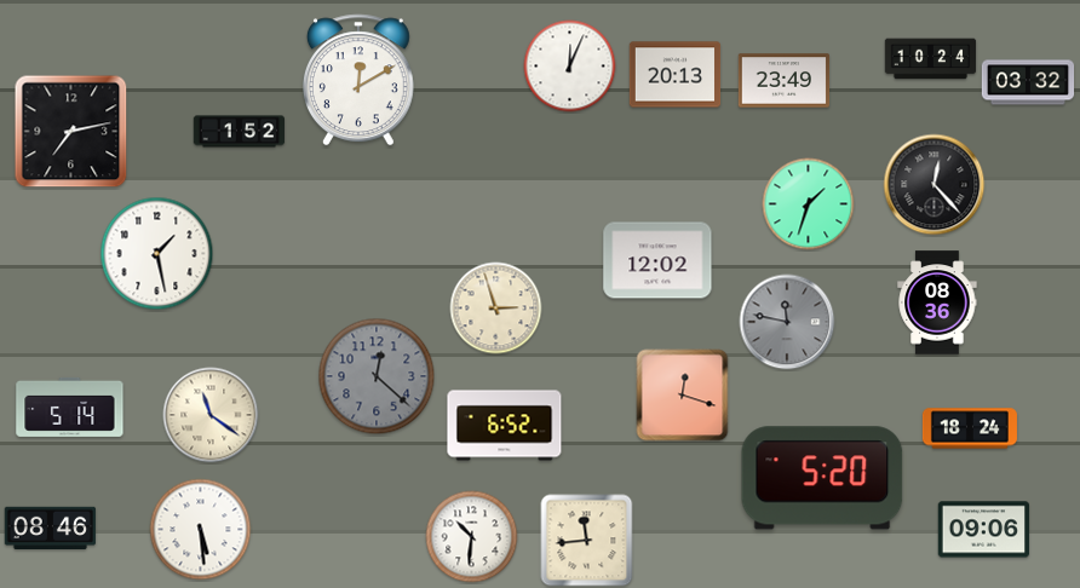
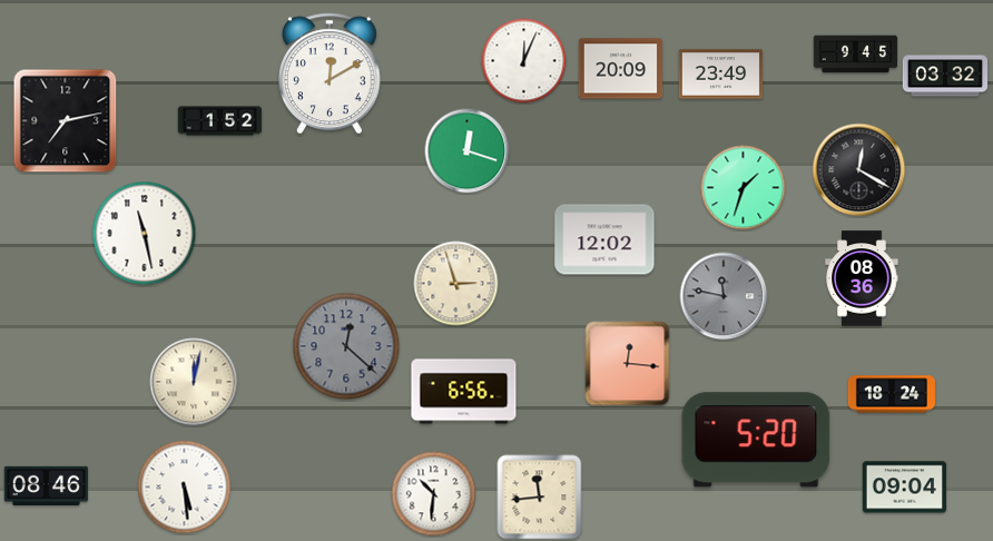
clock at (931, 59): 10:24 -> 9:45
clock at (676, 75): 20:13 -> 20:09
clock at (468, 151): none -> 12:18
clock at (935, 185): 12:23 -> 12:20
clock at (157, 254): 1:28 -> 11:28
clock at (683, 396): 12:18 -> 12:16
clock at (70, 407): 5:14 -> none
clock at (211, 415): 11:21 -> 12:02
clock at (505, 426): 6:52 -> 6:56
clock at (984, 530): 09:06 -> 09:04
